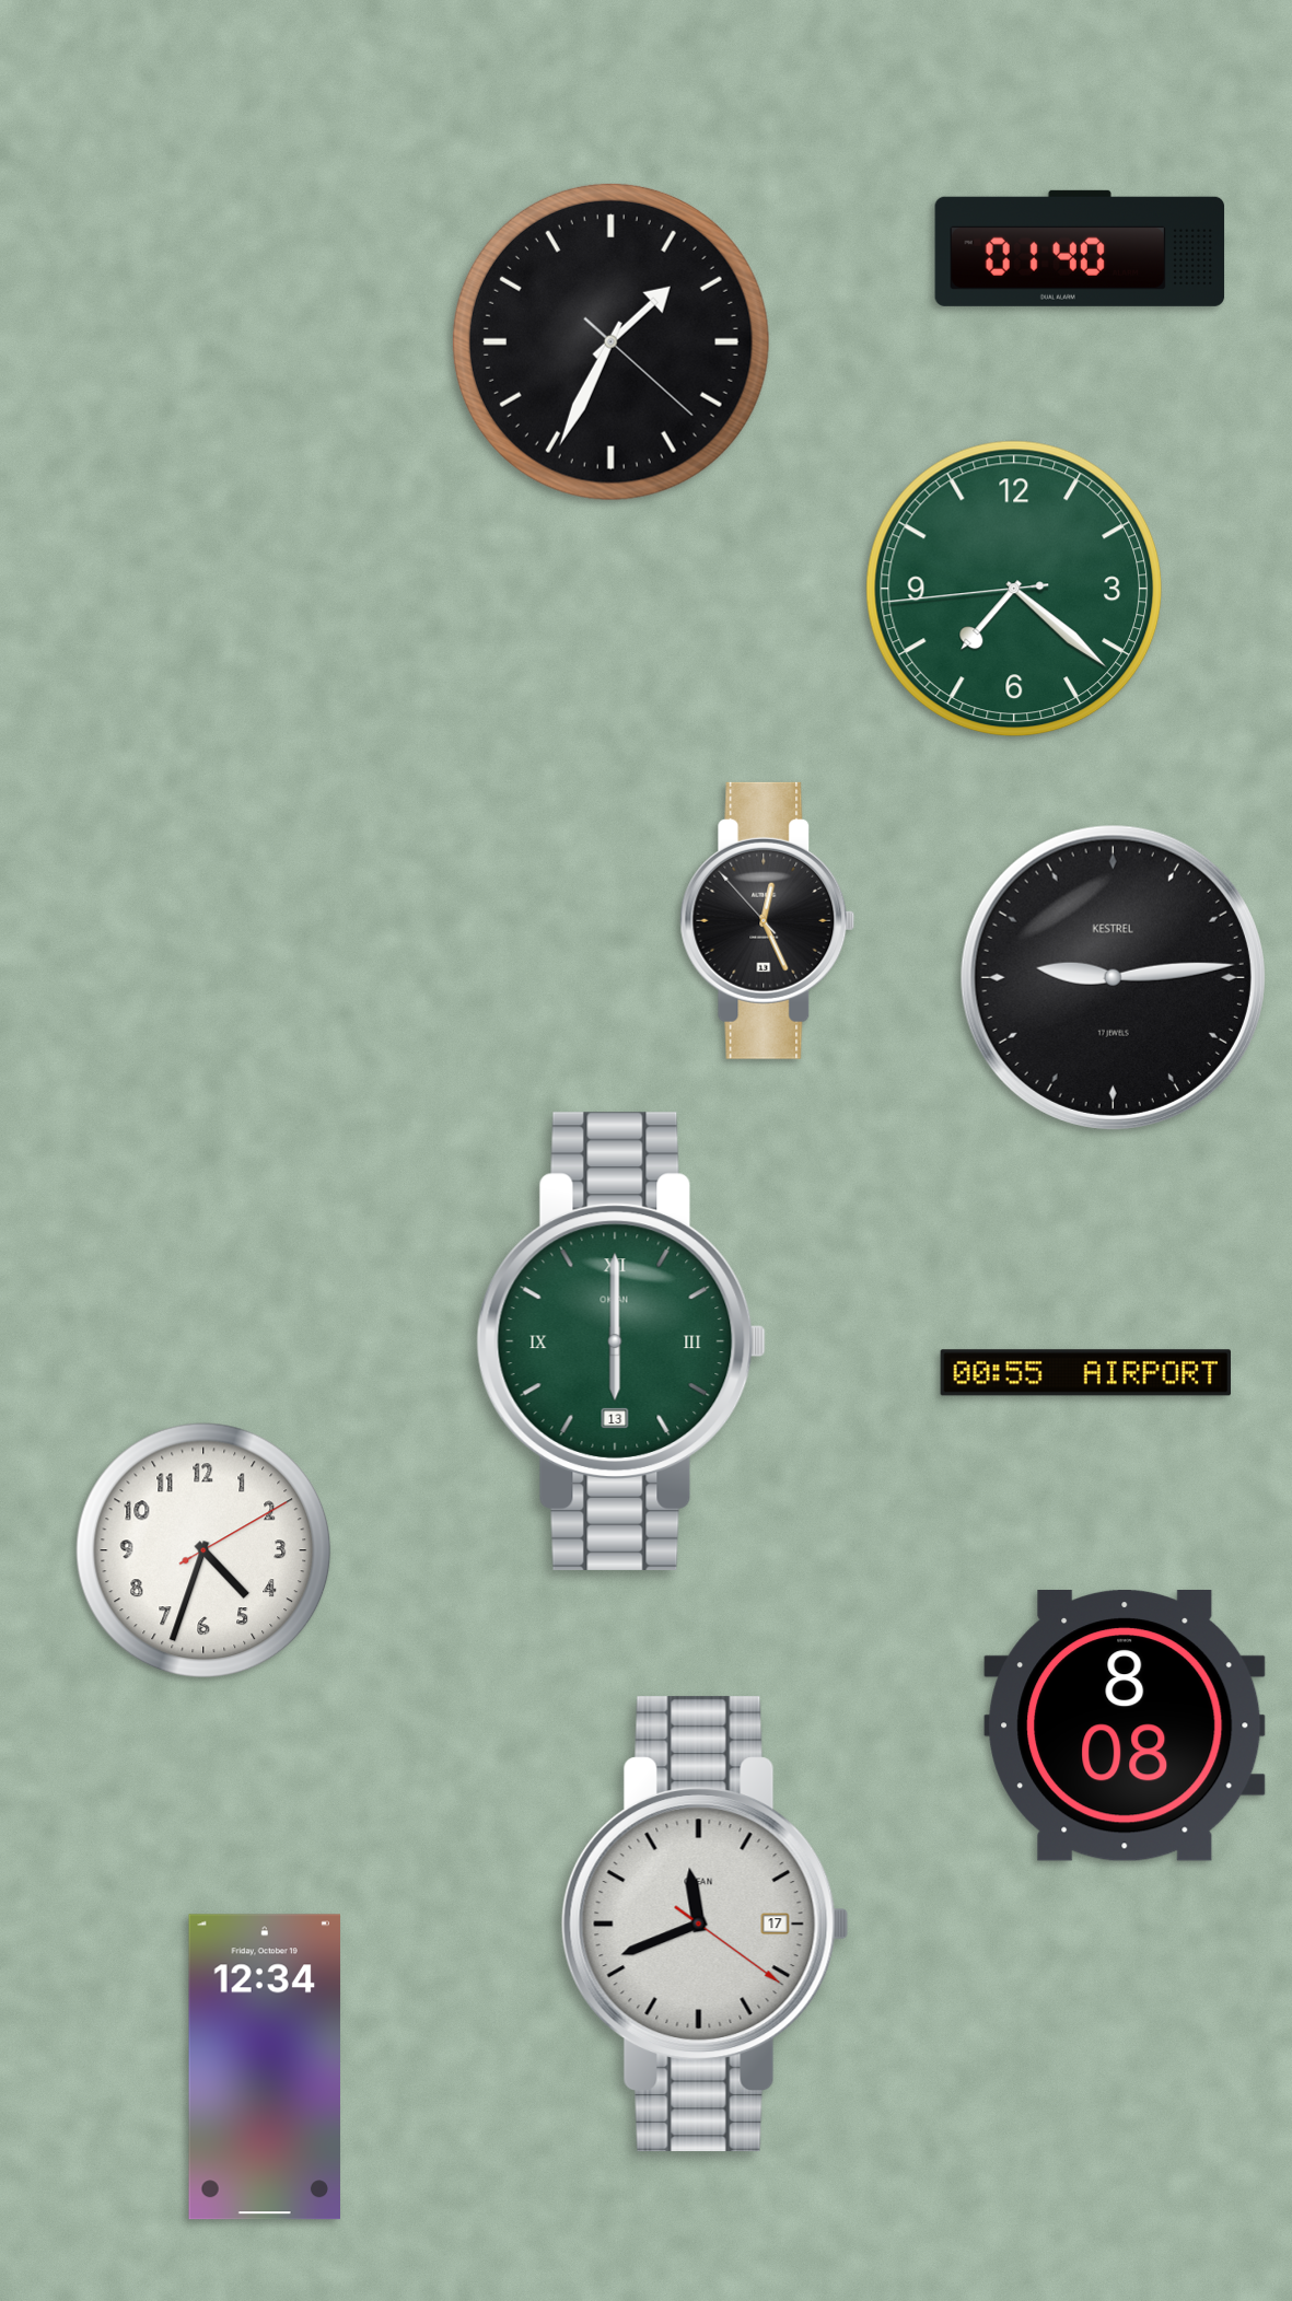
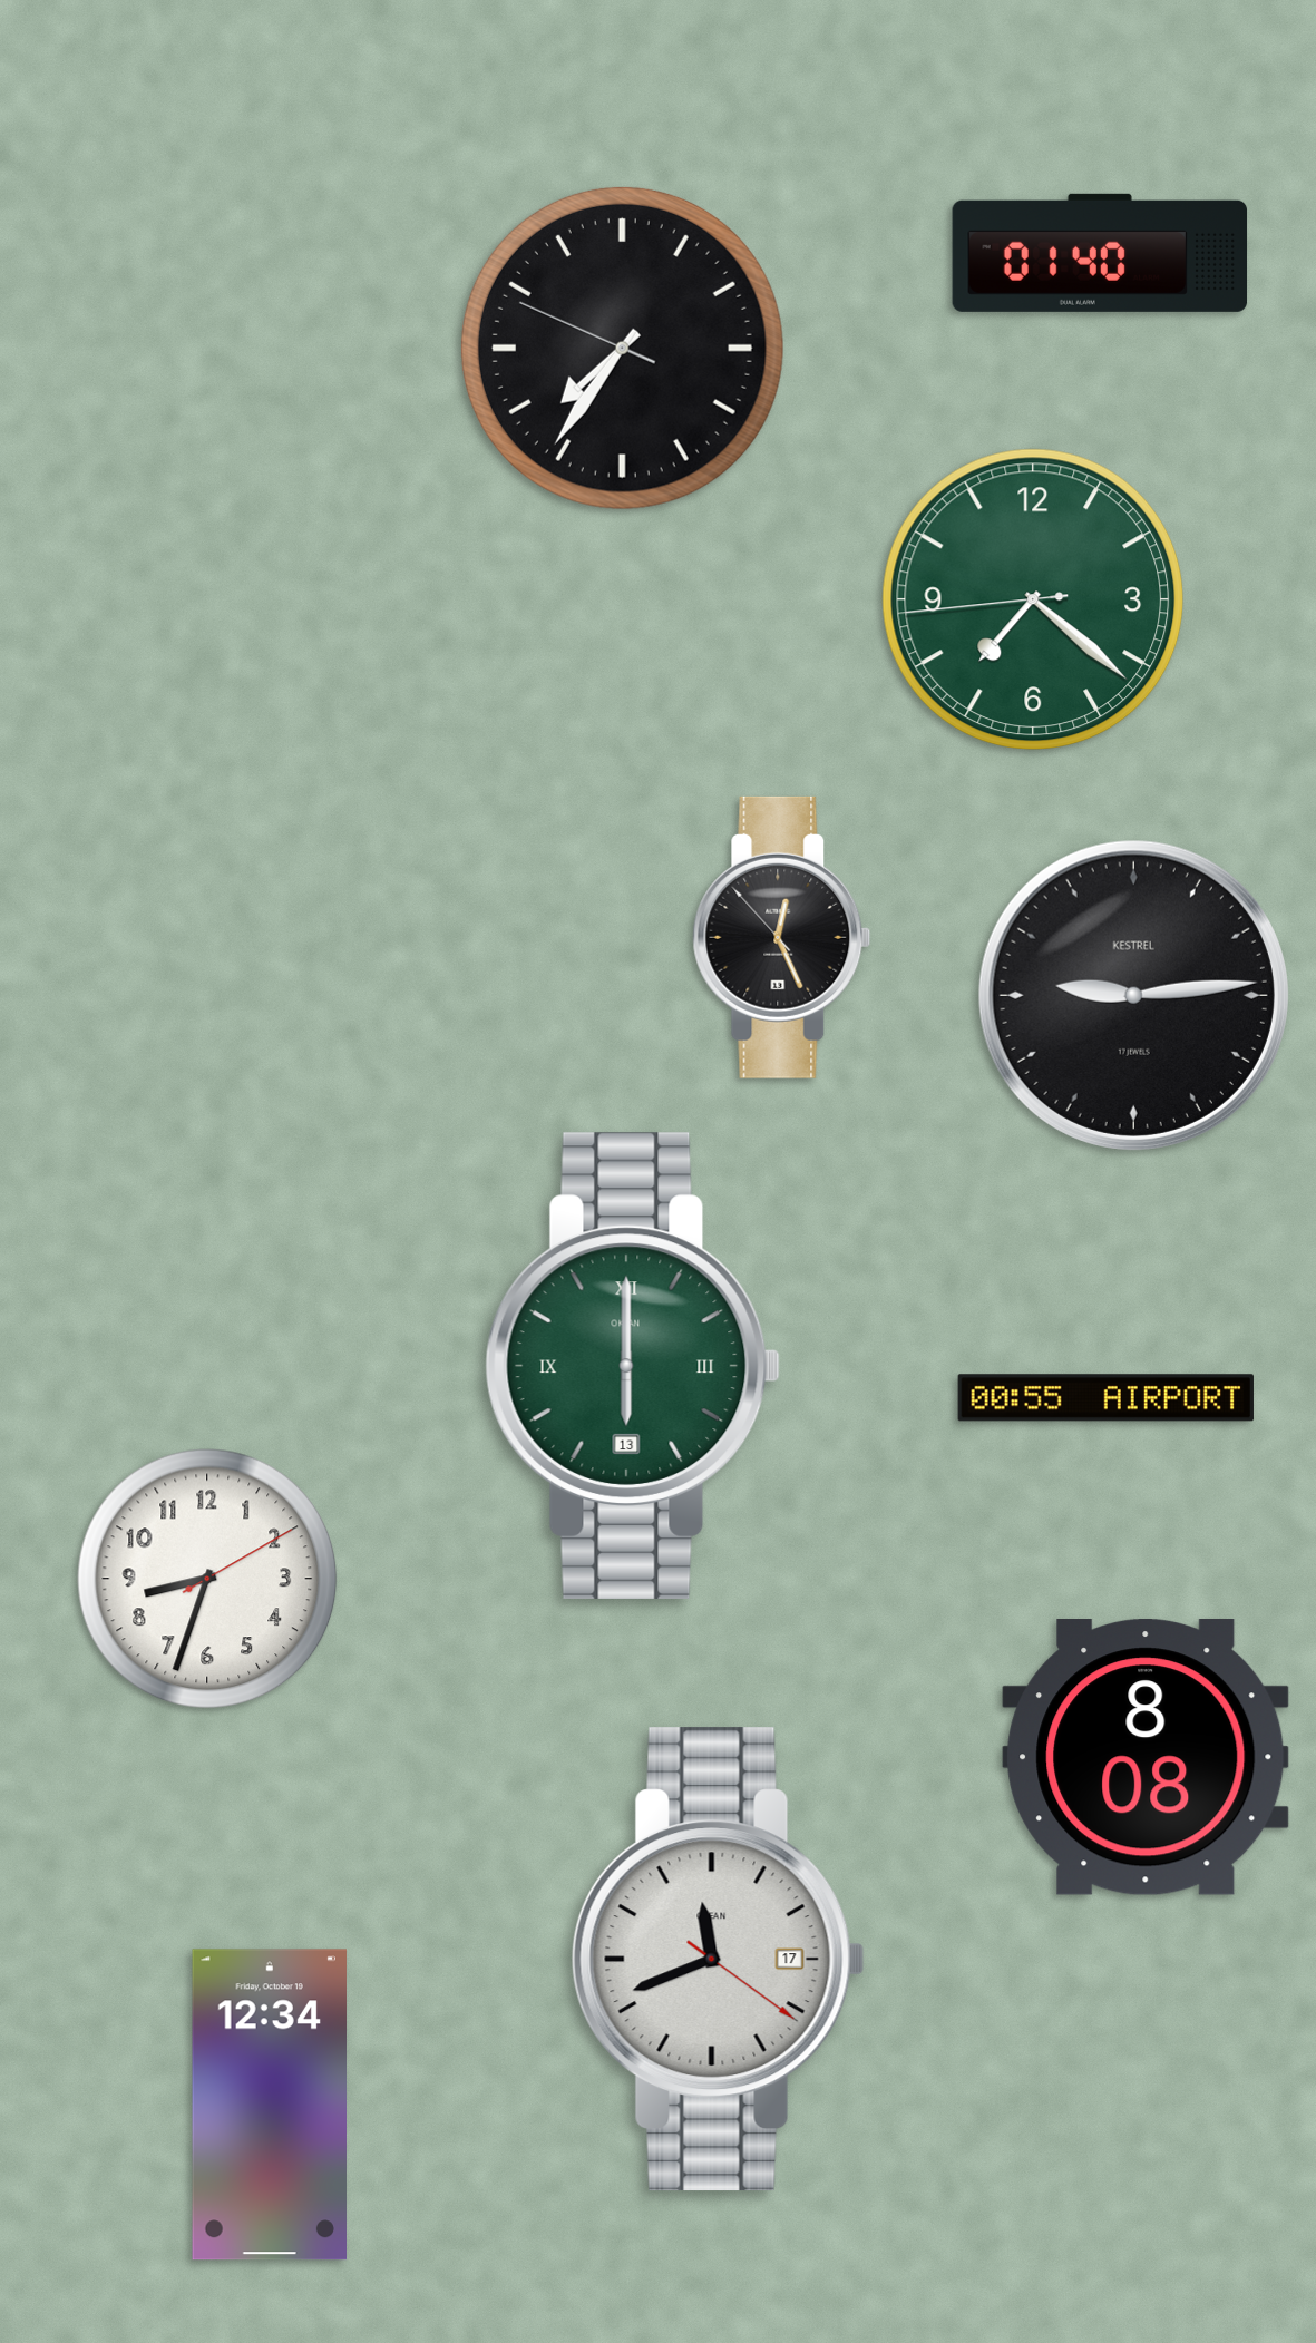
clock at (610, 341): 1:34 -> 7:35
clock at (203, 1550): 4:33 -> 8:33
